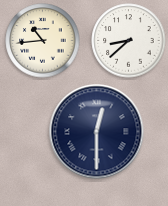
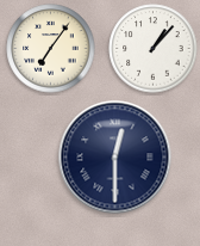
clock at (43, 41): 10:44 -> 7:06
clock at (129, 41): 8:38 -> 1:07
